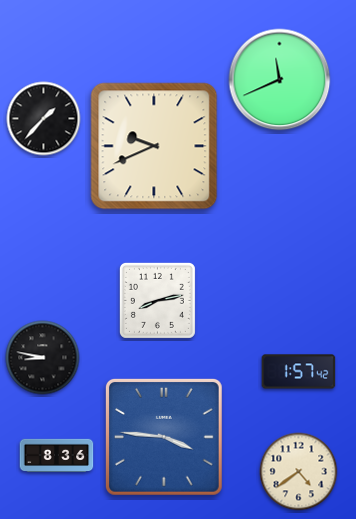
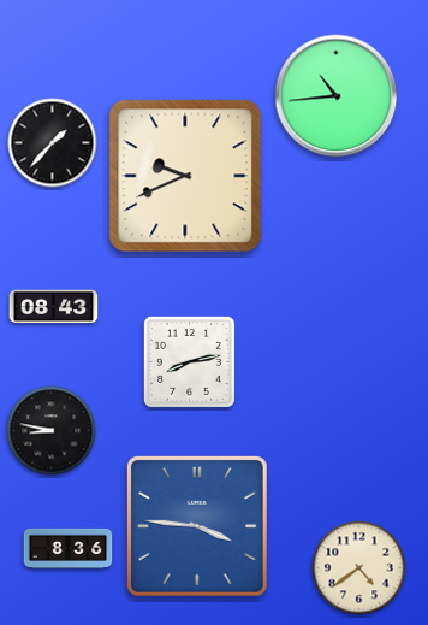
clock at (280, 80): 11:41 -> 10:44
clock at (54, 307): none -> 08:43
clock at (299, 372): 1:57 -> none
